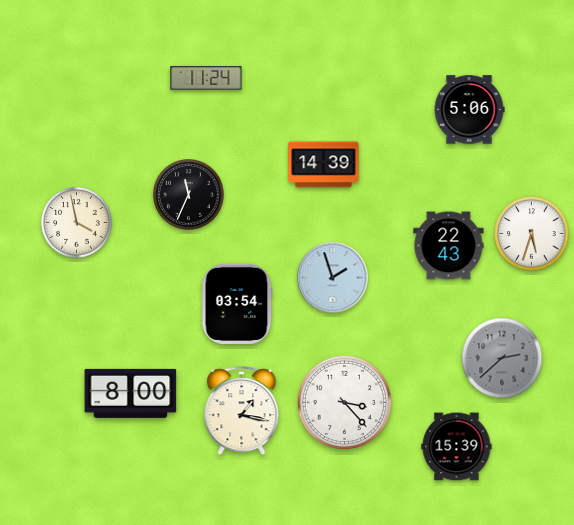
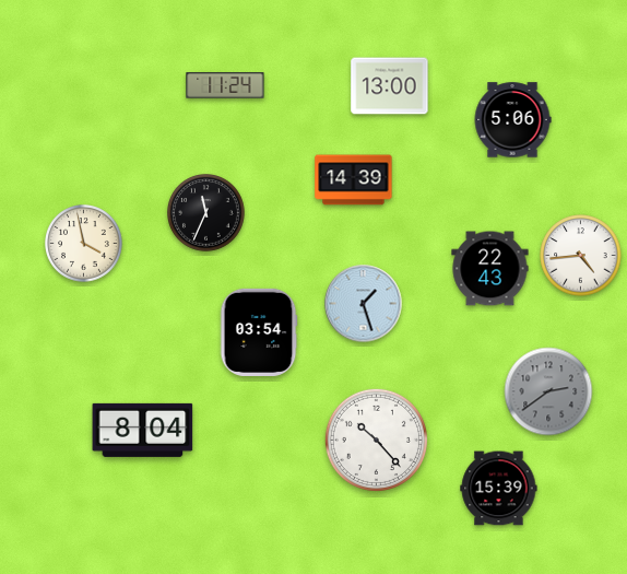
clock at (390, 86): none -> 13:00
clock at (532, 234): 5:33 -> 4:44
clock at (333, 278): 1:57 -> 1:27
clock at (502, 358): 2:38 -> 2:39
clock at (131, 393): 8:00 -> 8:04
clock at (344, 402): 3:23 -> 10:23
clock at (242, 411): 1:17 -> none
